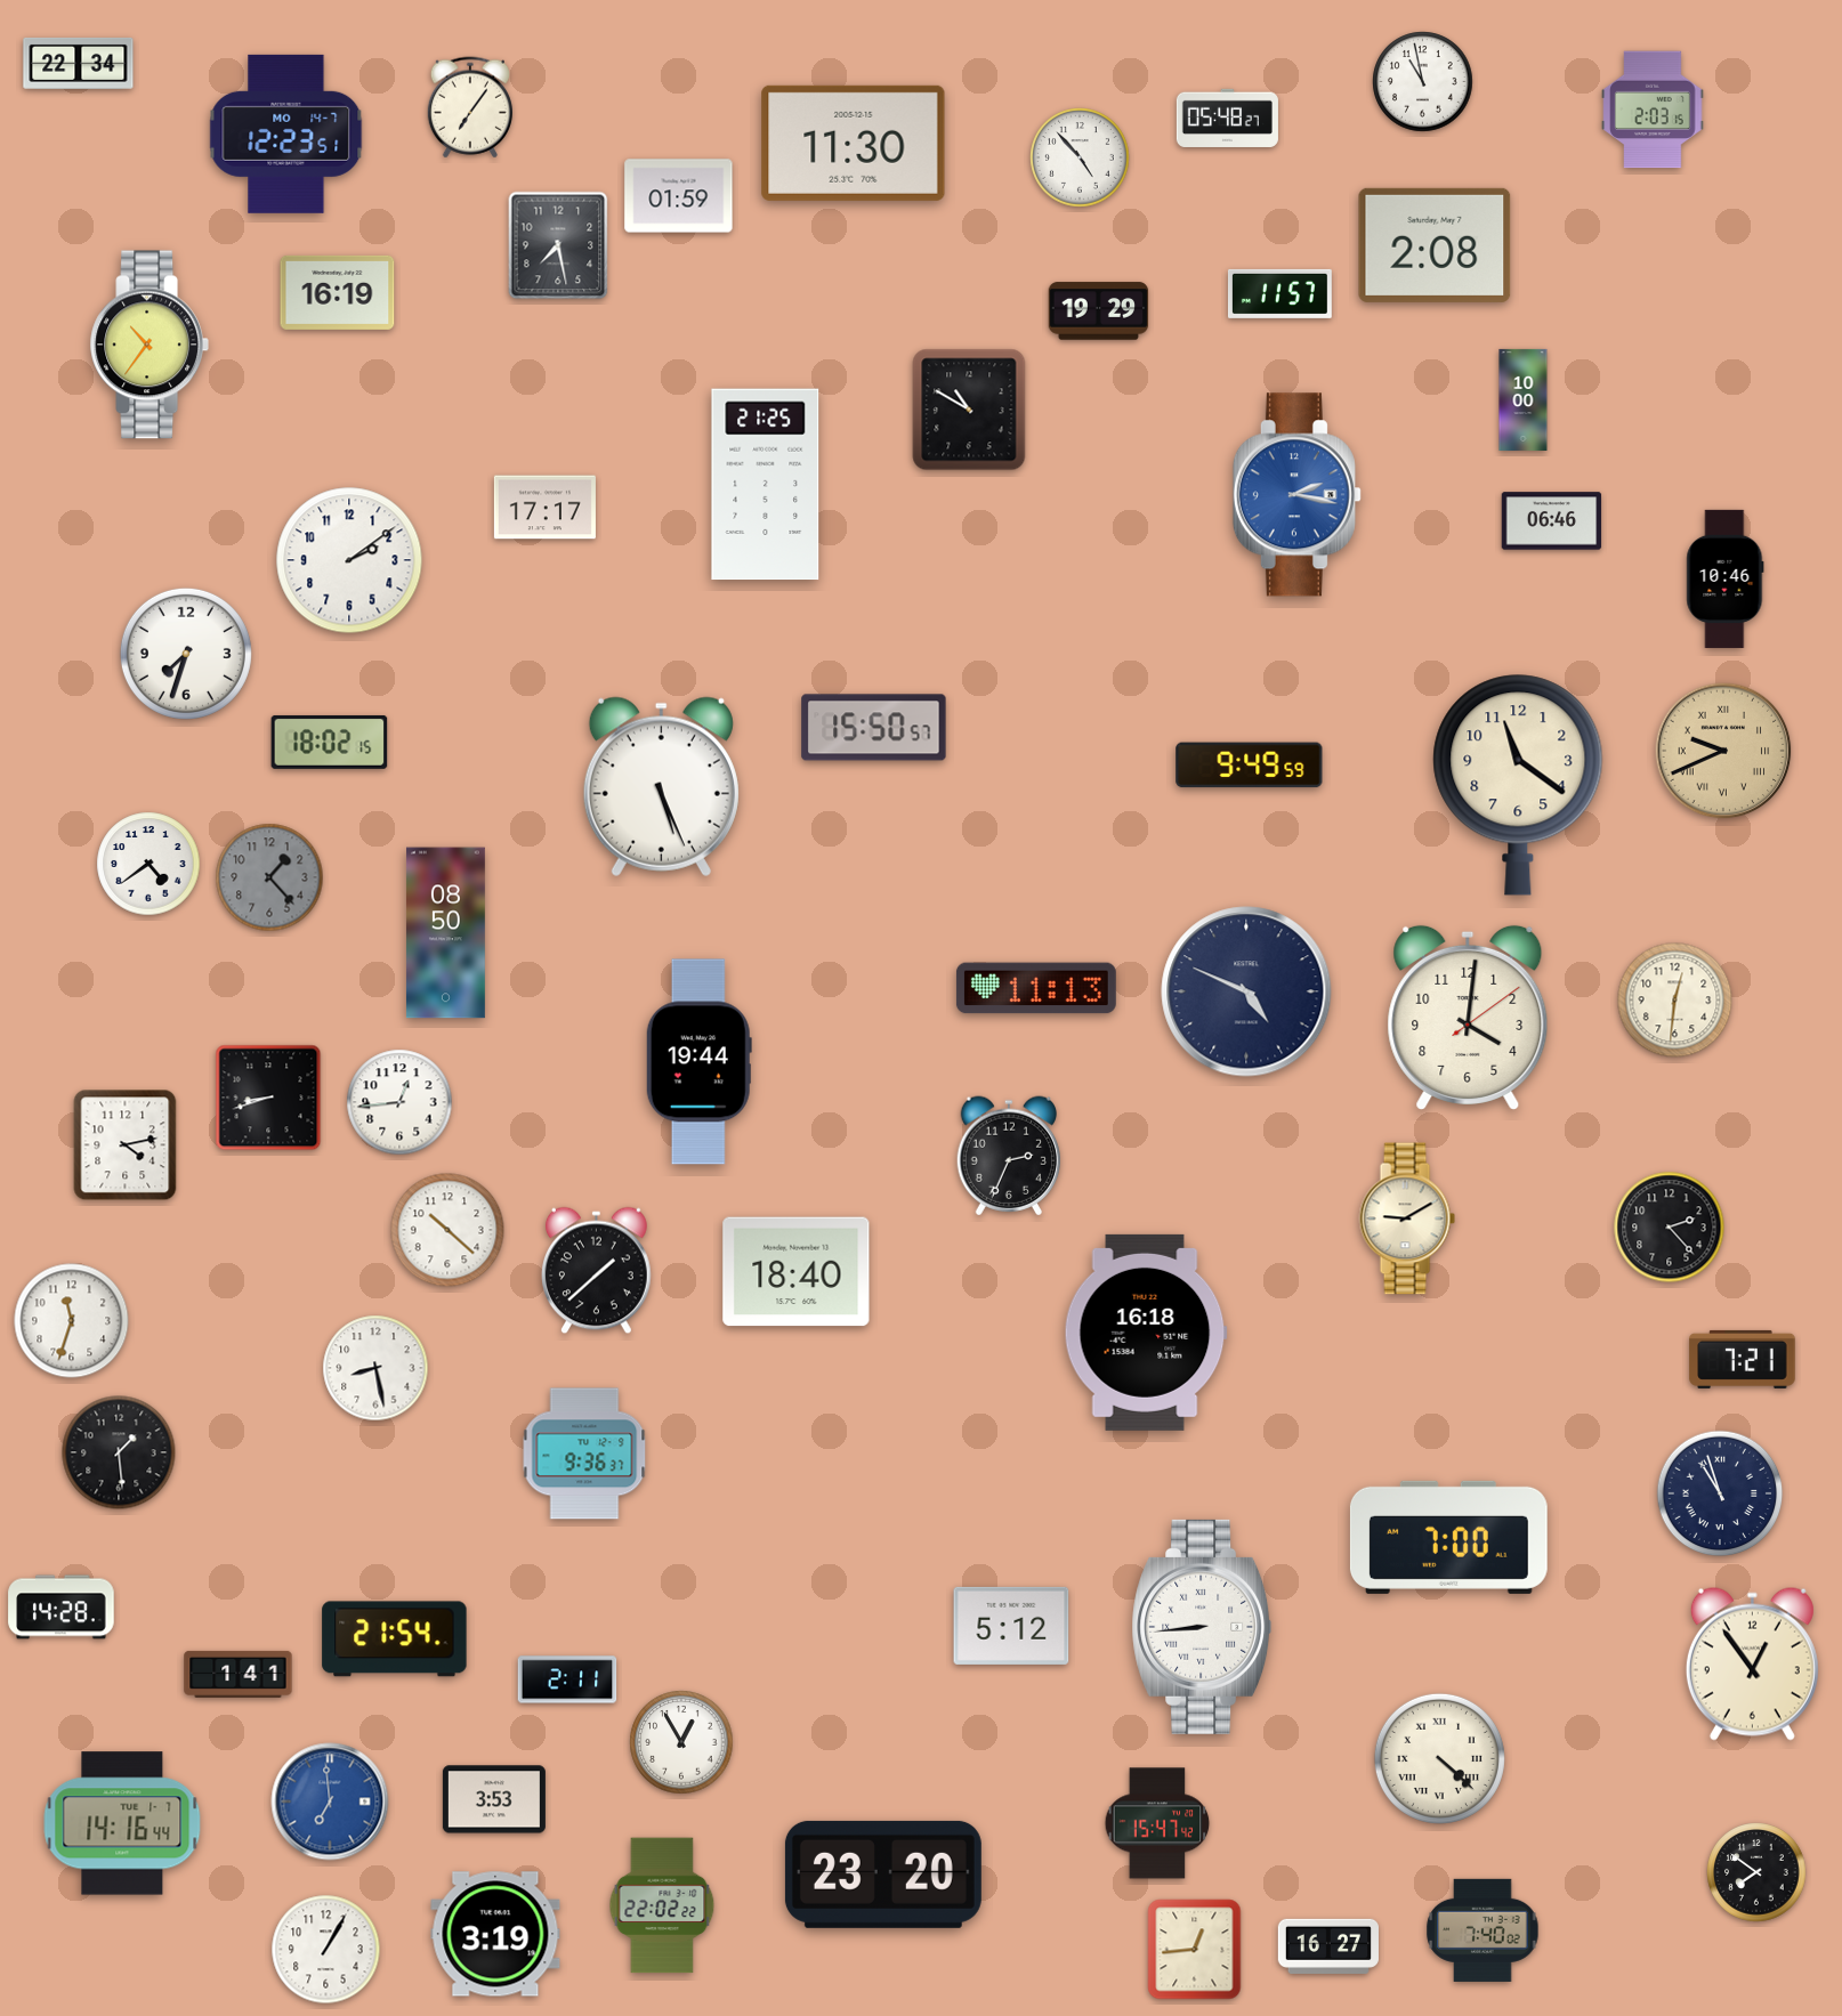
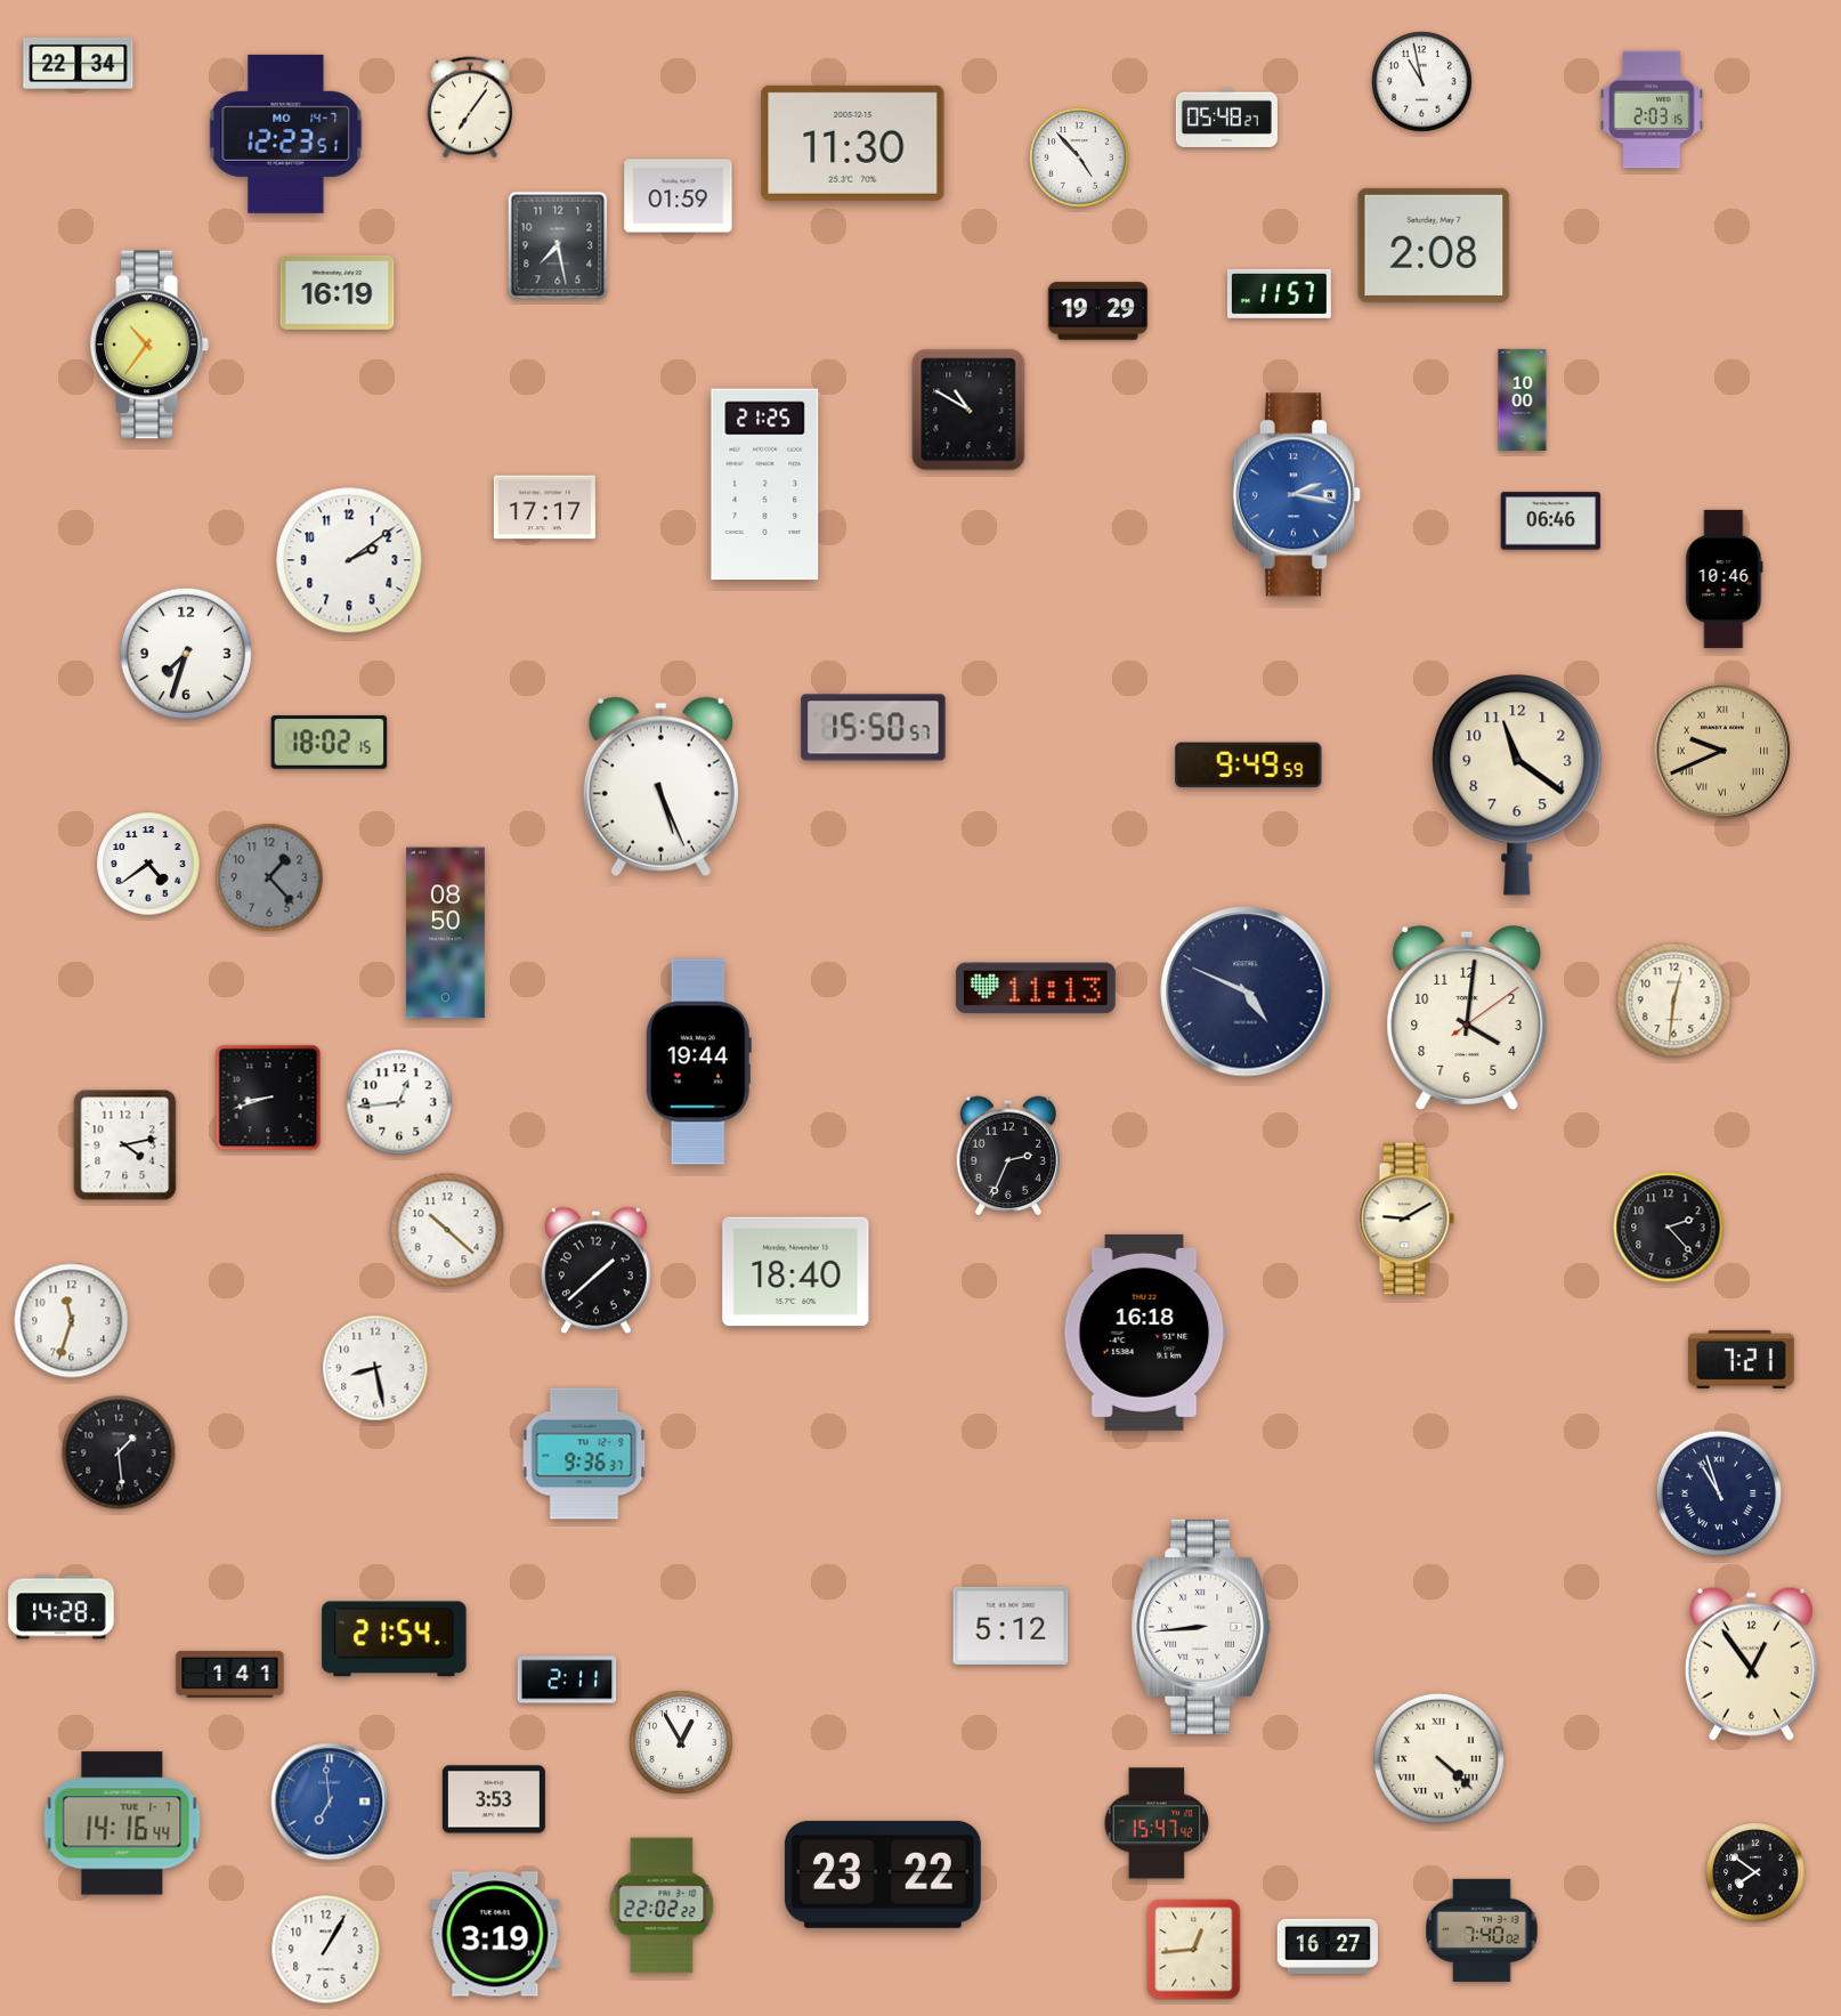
clock at (1448, 1537): 7:00 -> none
clock at (239, 1674) position: (239, 1674) -> (230, 1674)
clock at (883, 1875): 23:20 -> 23:22
